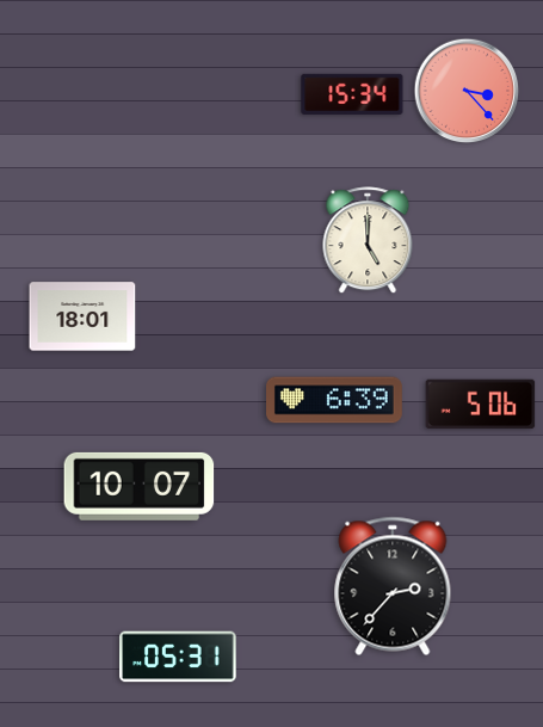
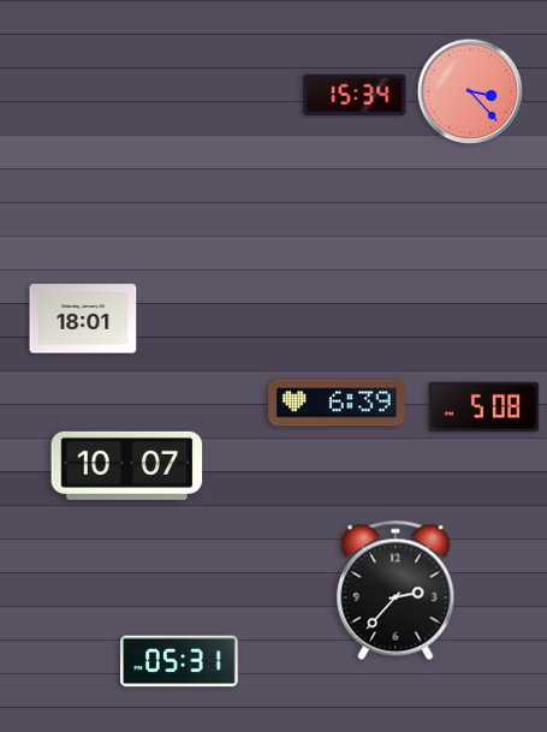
clock at (368, 241): 5:00 -> none
clock at (481, 405): 5:06 -> 5:08
clock at (140, 486) position: (140, 486) -> (127, 465)
